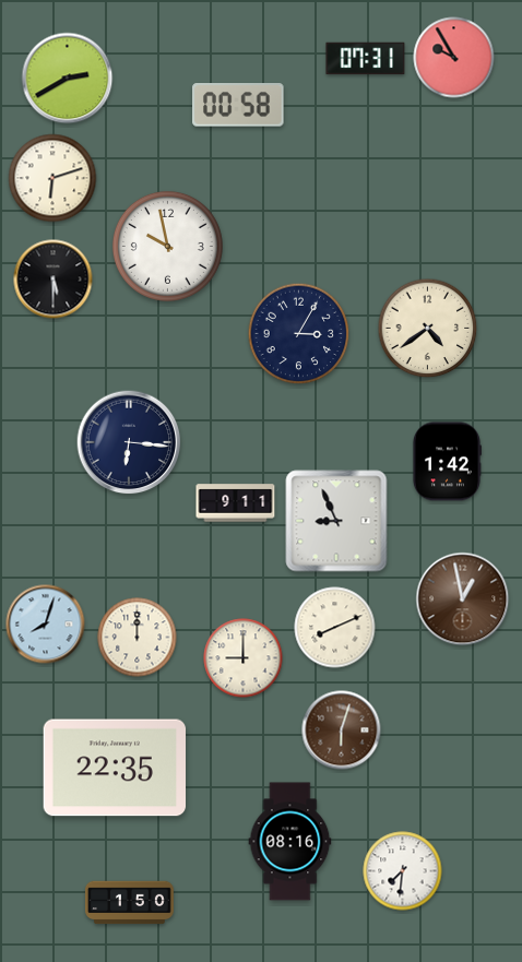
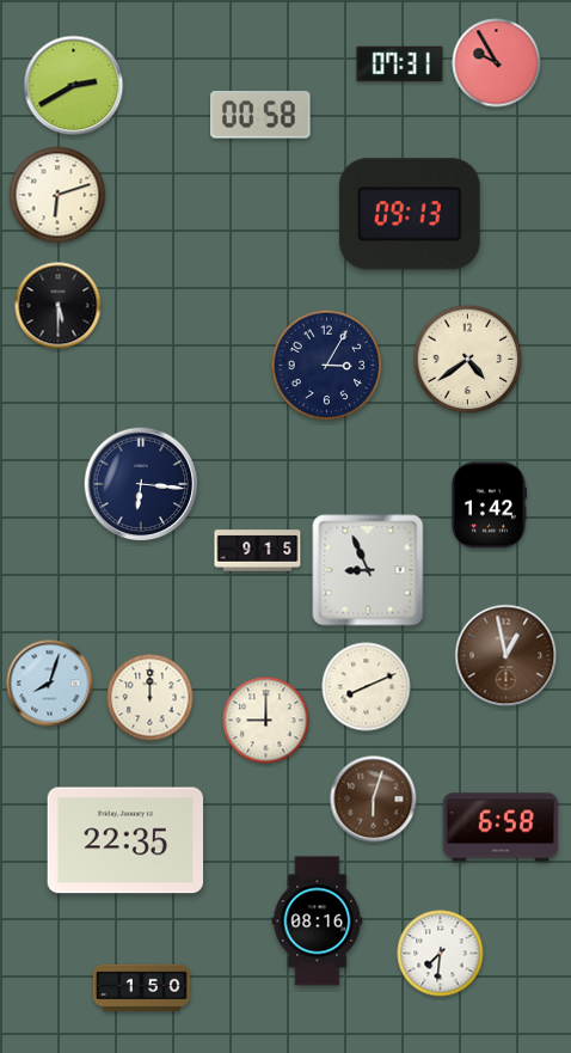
clock at (410, 214): none -> 09:13
clock at (167, 246): 9:58 -> none
clock at (236, 503): 9:11 -> 9:15
clock at (501, 827): none -> 6:58
